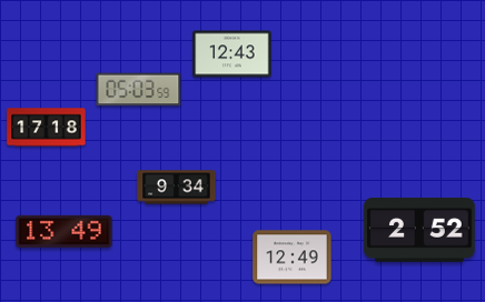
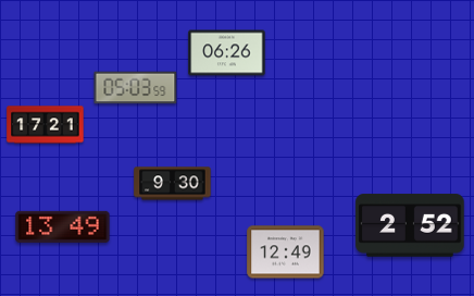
clock at (232, 54): 12:43 -> 06:26
clock at (47, 128): 17:18 -> 17:21
clock at (177, 188): 9:34 -> 9:30
